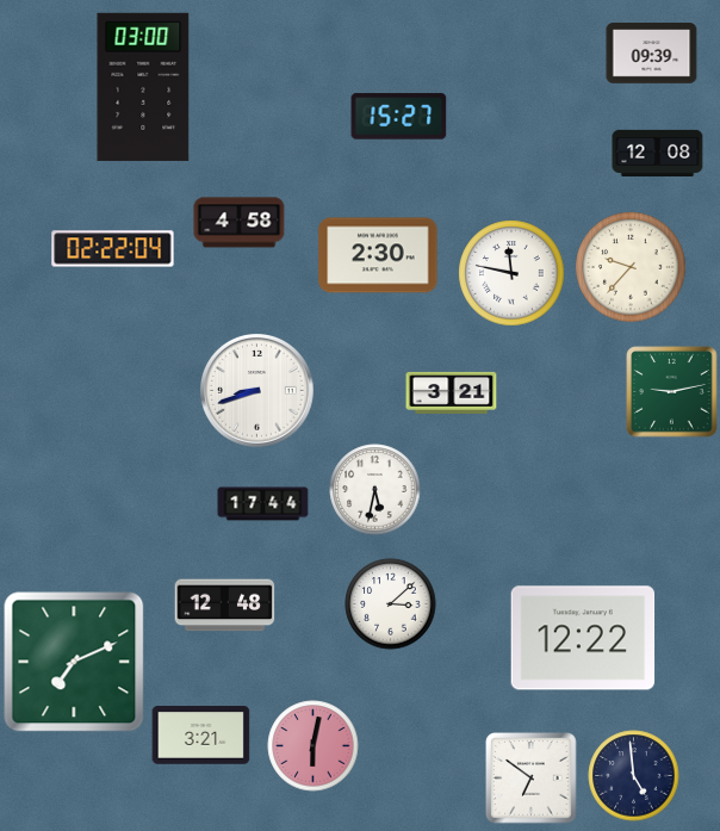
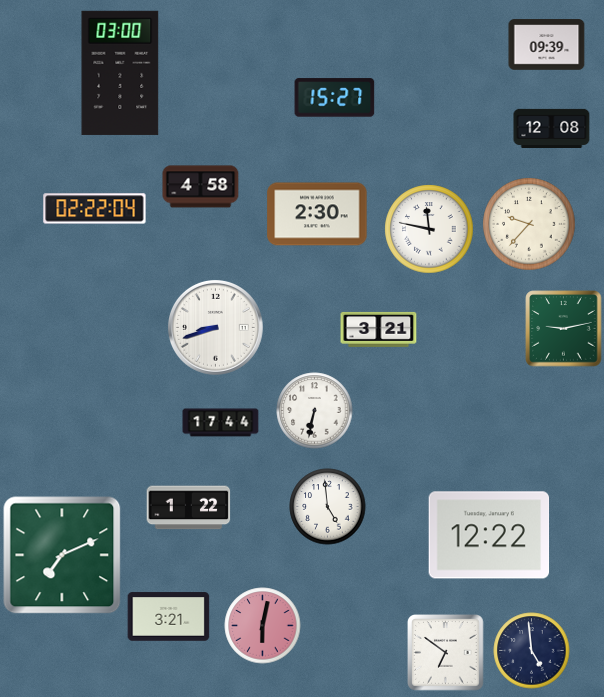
clock at (375, 490): 5:32 -> 6:32
clock at (391, 604): 3:08 -> 4:59
clock at (225, 606): 12:48 -> 1:22
